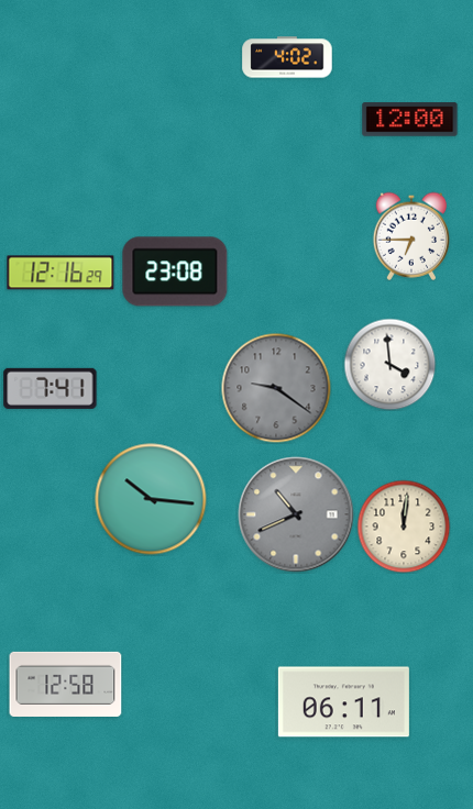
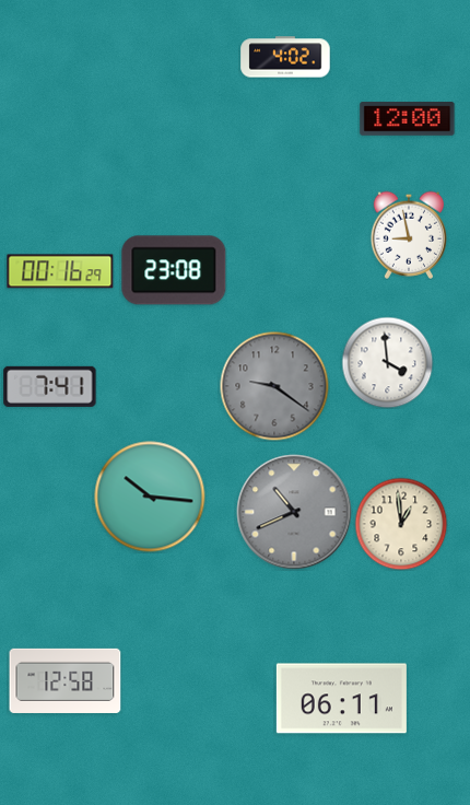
clock at (410, 236): 6:45 -> 8:58
clock at (61, 273): 12:16 -> 00:16
clock at (404, 527): 12:01 -> 12:59
